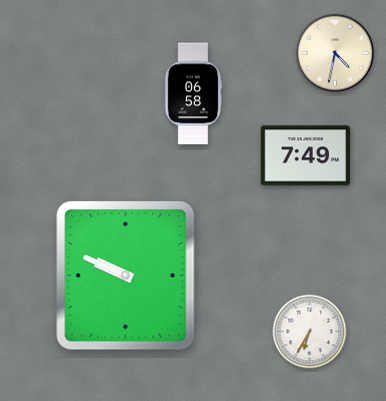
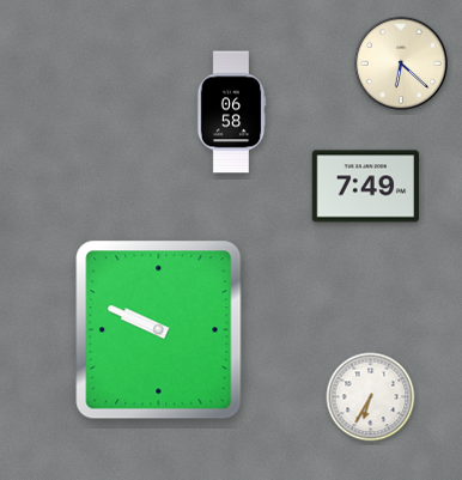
clock at (335, 53): 4:32 -> 6:22
clock at (126, 276) position: (126, 276) -> (159, 330)
